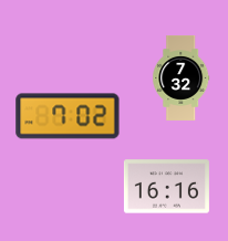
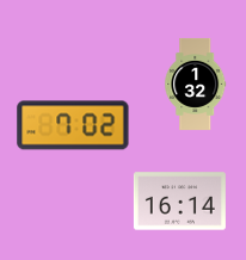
clock at (182, 77): 7:32 -> 1:32
clock at (166, 187): 16:16 -> 16:14
